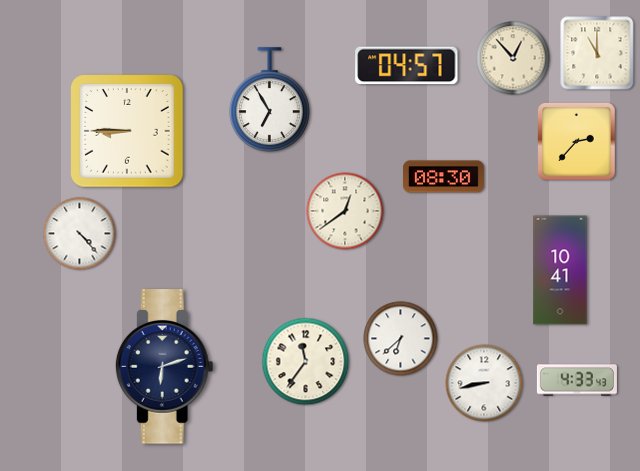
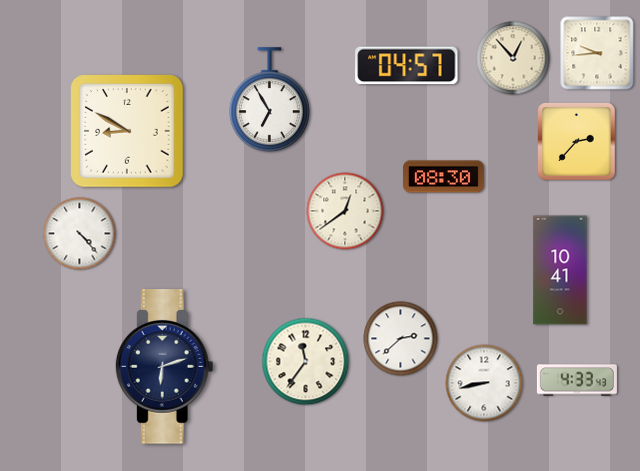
clock at (597, 53): 11:00 -> 9:44
clock at (127, 131): 8:45 -> 8:50
clock at (401, 339): 6:38 -> 2:38
